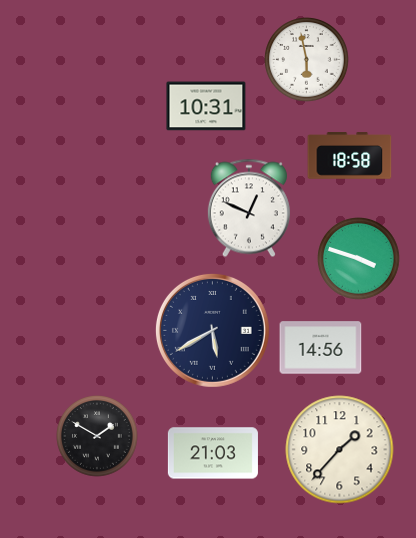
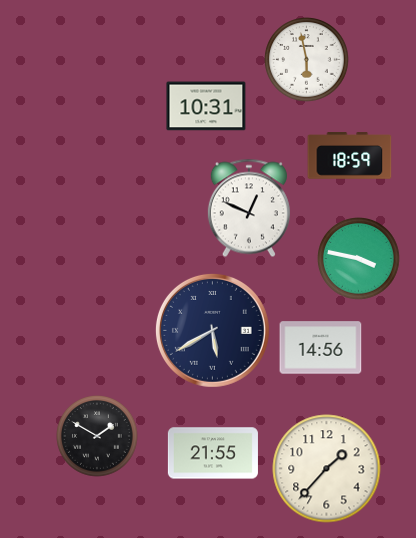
clock at (350, 156): 18:58 -> 18:59
clock at (359, 259): 3:48 -> 3:47
clock at (340, 450) position: (340, 450) -> (327, 469)
clock at (213, 453): 21:03 -> 21:55
